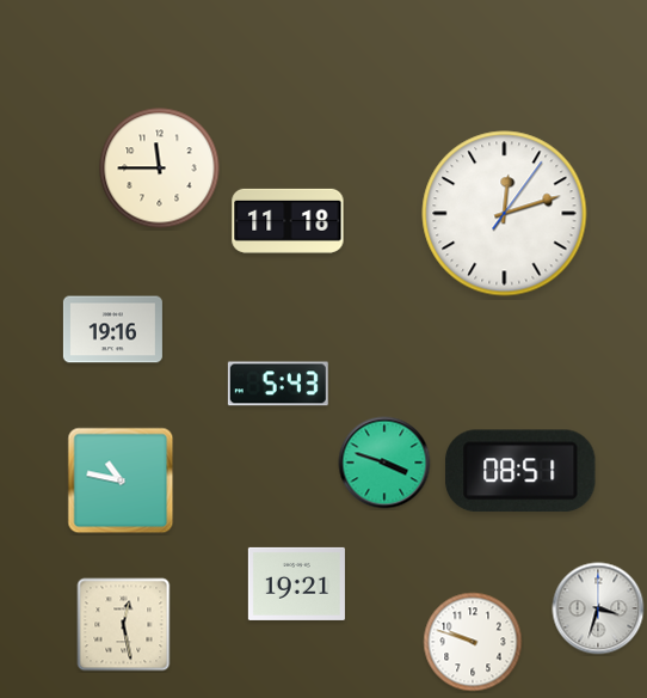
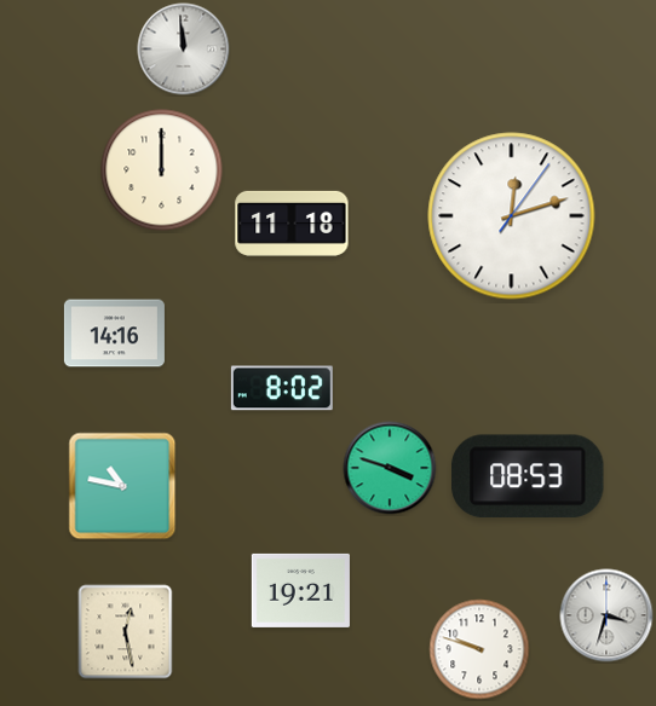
clock at (184, 50): none -> 11:59
clock at (160, 169): 11:45 -> 12:00
clock at (112, 330): 19:16 -> 14:16
clock at (278, 384): 5:43 -> 8:02
clock at (520, 471): 08:51 -> 08:53
